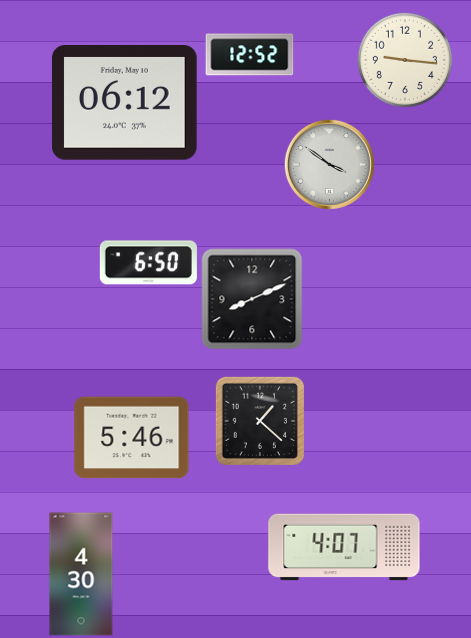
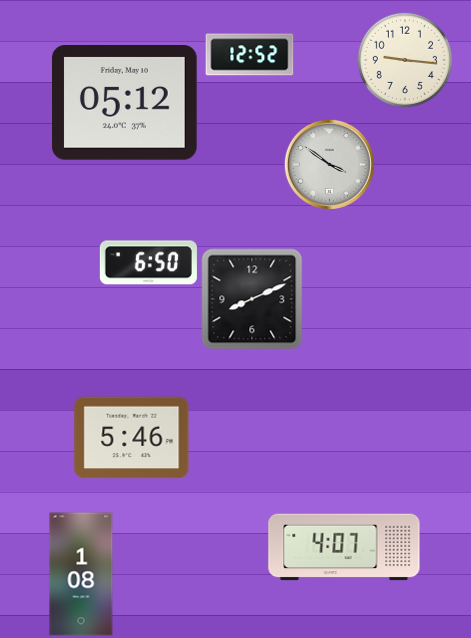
clock at (125, 103): 06:12 -> 05:12
clock at (260, 421): 1:22 -> none
clock at (81, 574): 4:30 -> 1:08
